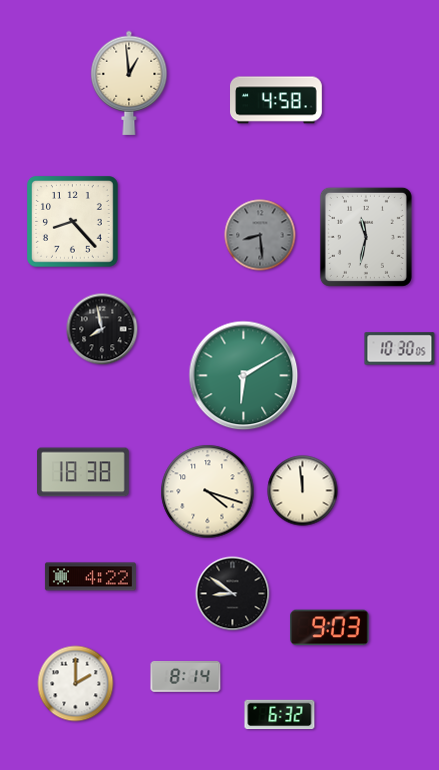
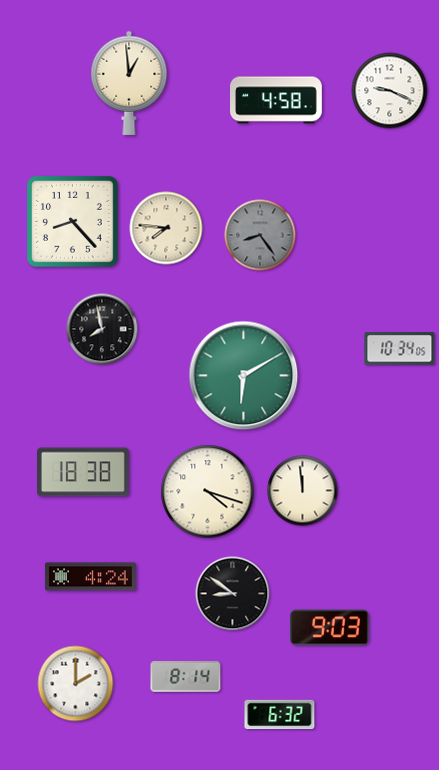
clock at (390, 91): none -> 9:19
clock at (166, 228): none -> 7:46
clock at (260, 235): 8:29 -> 8:24
clock at (366, 237): 11:32 -> none
clock at (400, 349): 10:30 -> 10:34
clock at (90, 577): 4:22 -> 4:24
